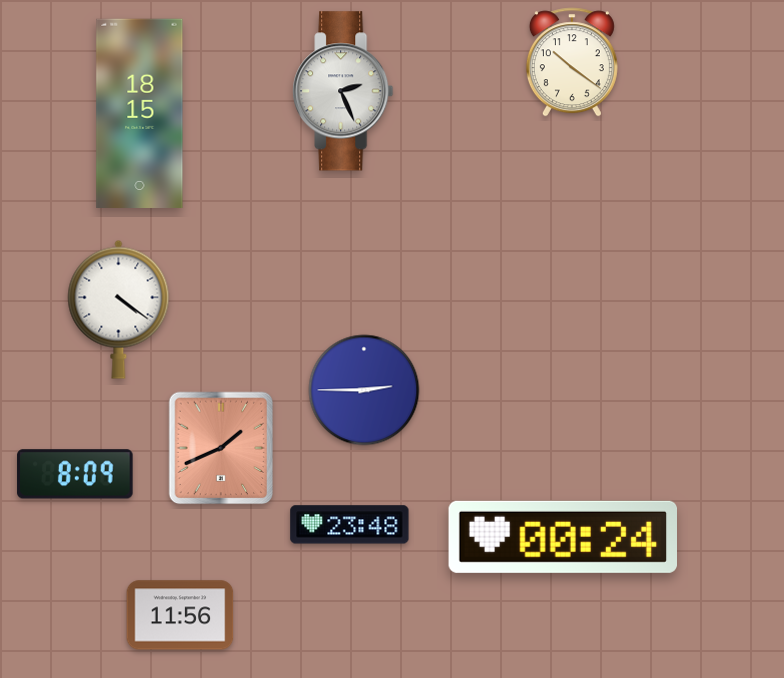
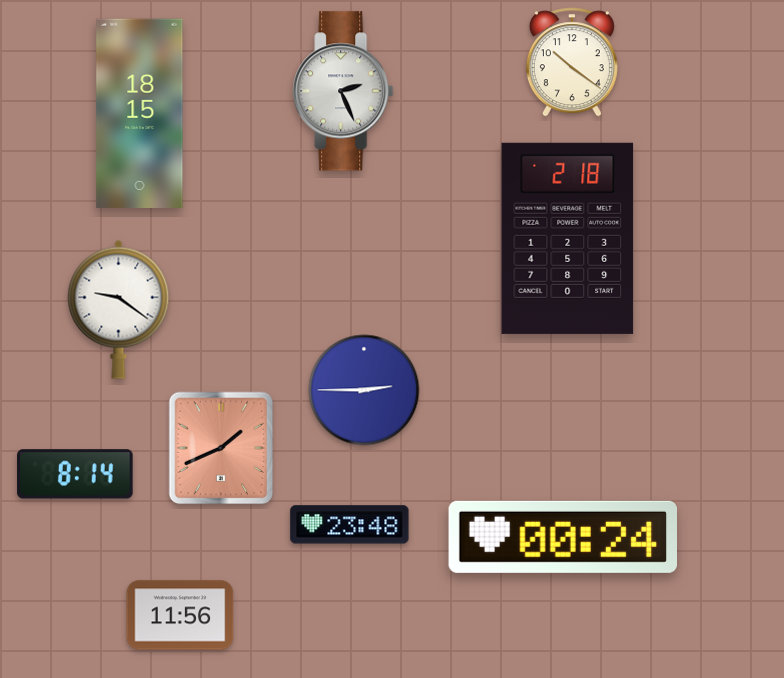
clock at (568, 238): none -> 2:18
clock at (119, 309): 4:21 -> 9:21
clock at (75, 474): 8:09 -> 8:14
